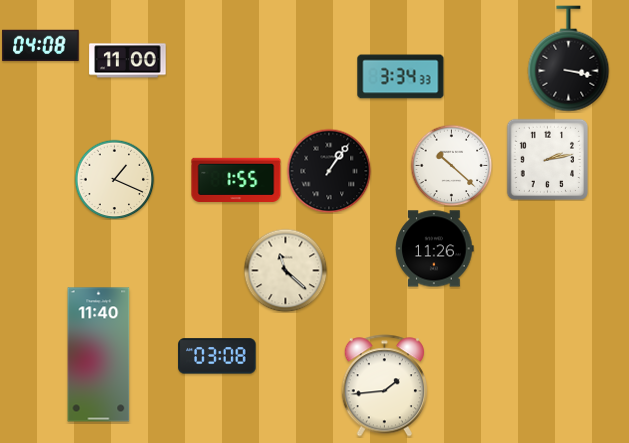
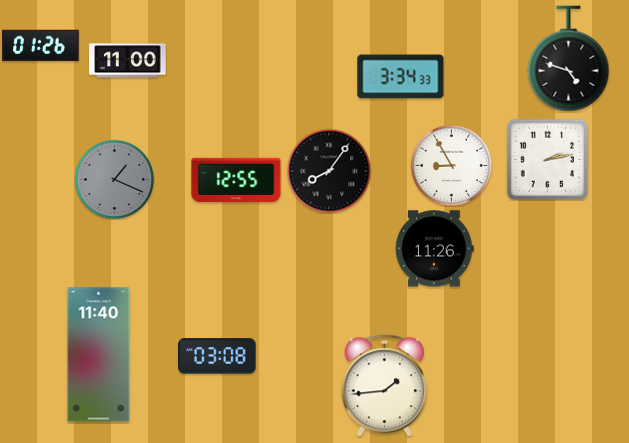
clock at (41, 46): 04:08 -> 01:26
clock at (569, 59): 3:17 -> 4:48
clock at (451, 165): 10:22 -> 8:55
clock at (329, 171): 1:06 -> 8:06
clock at (114, 179) dial: cream -> grey
clock at (236, 179): 1:55 -> 12:55
clock at (285, 270): 11:22 -> none
